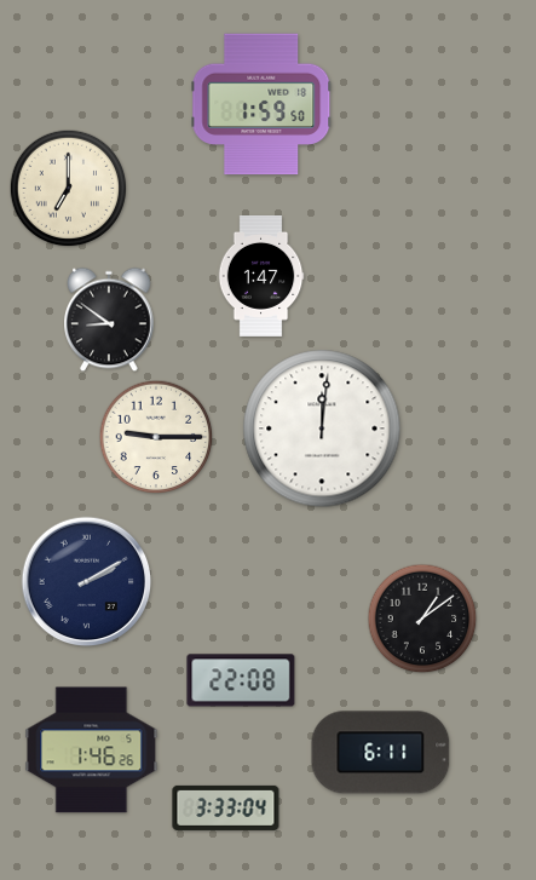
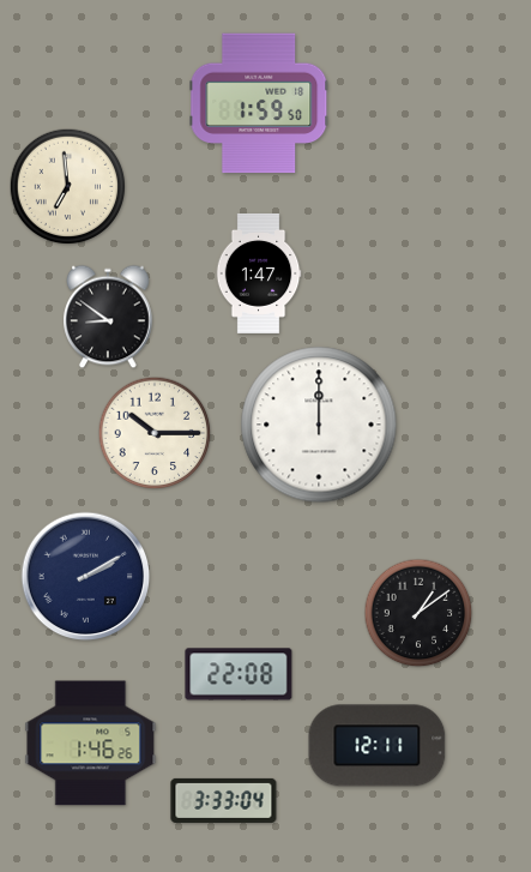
clock at (69, 189): 7:00 -> 6:59
clock at (322, 429): 12:01 -> 12:00
clock at (156, 437): 9:15 -> 10:15
clock at (381, 753): 6:11 -> 12:11
